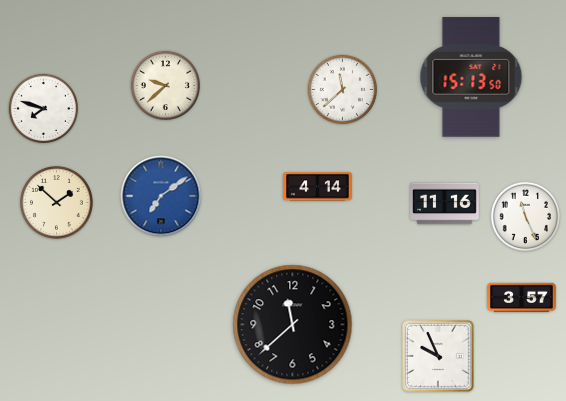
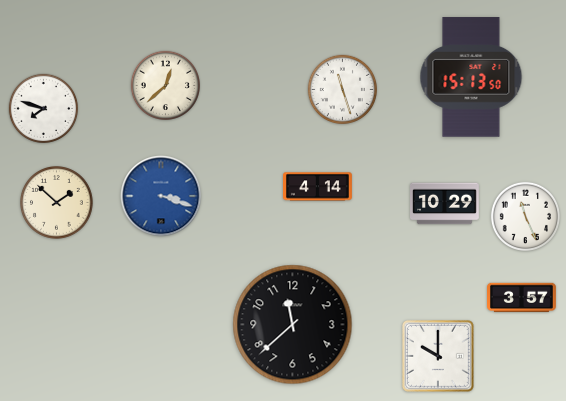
clock at (165, 85): 9:38 -> 12:38
clock at (342, 89): 11:38 -> 11:27
clock at (161, 196): 7:09 -> 3:18
clock at (445, 204): 11:16 -> 10:29
clock at (438, 356): 9:56 -> 10:00
